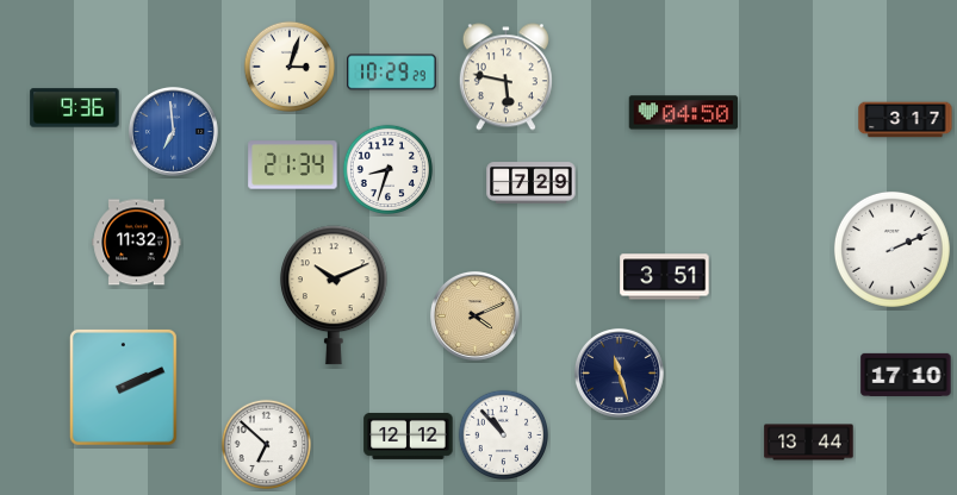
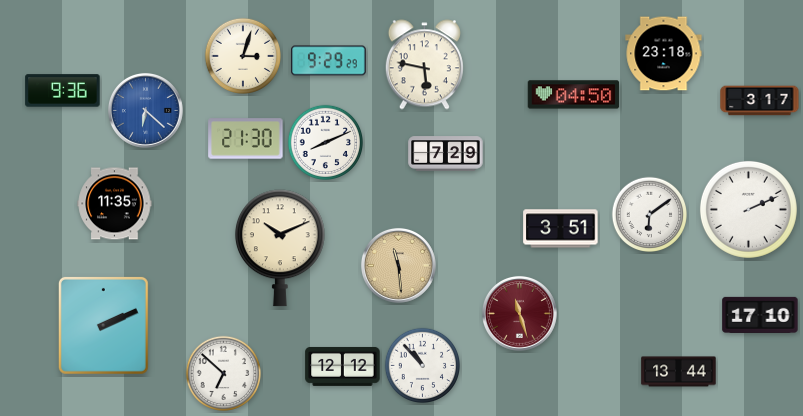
clock at (664, 54): none -> 23:18
clock at (392, 73): 10:29 -> 9:29
clock at (173, 131): 6:59 -> 6:22
clock at (293, 165): 21:34 -> 21:30
clock at (389, 170): 8:33 -> 8:11
clock at (137, 243): 11:32 -> 11:35
clock at (650, 215): none -> 6:09
clock at (665, 277) position: (665, 277) -> (561, 229)
clock at (474, 315): 4:11 -> 11:29
clock at (619, 372) dial: navy -> burgundy
